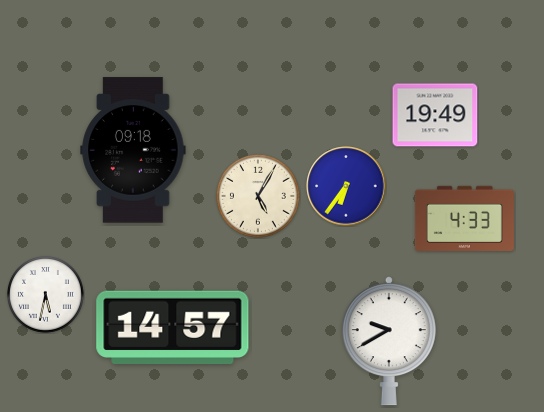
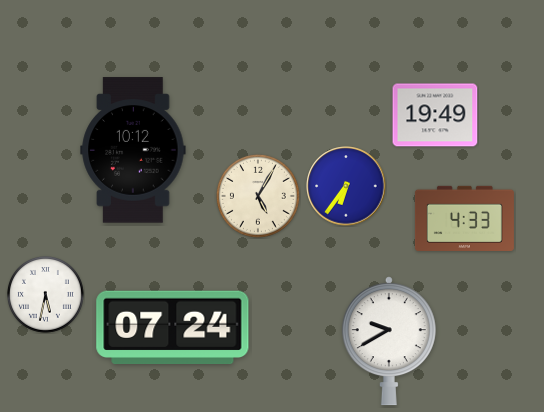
clock at (133, 150): 09:18 -> 10:12
clock at (173, 327): 14:57 -> 07:24
